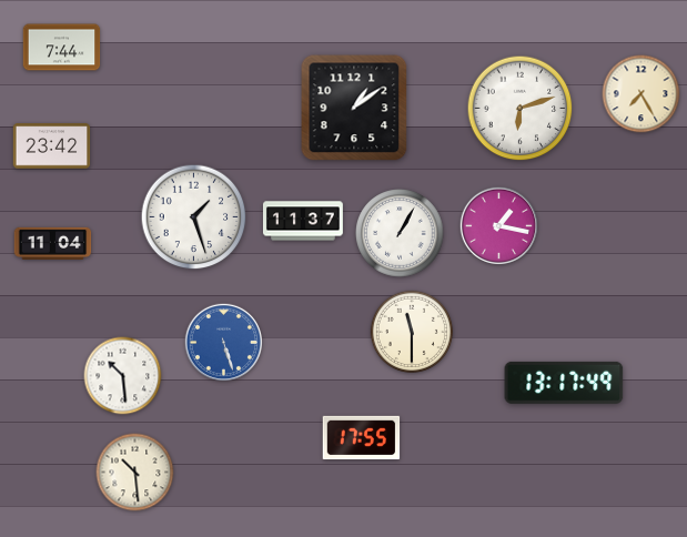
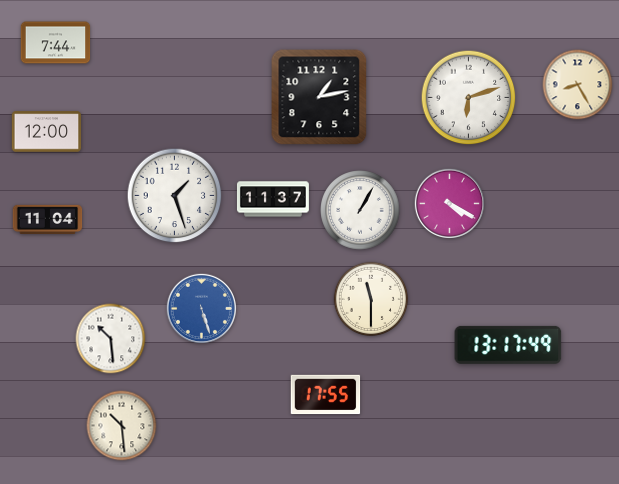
clock at (641, 94): 7:25 -> 8:25
clock at (354, 108): 1:09 -> 1:13
clock at (52, 146): 23:42 -> 12:00
clock at (498, 225): 1:17 -> 4:20
